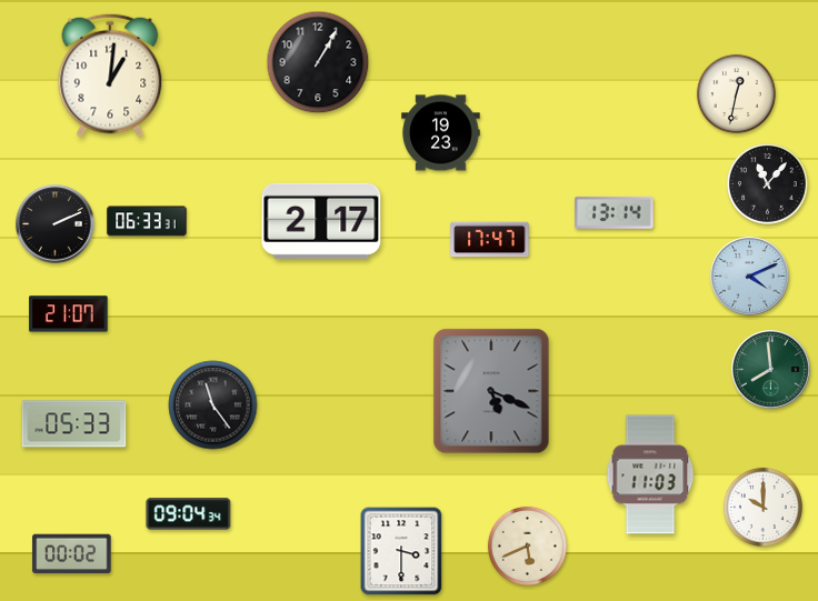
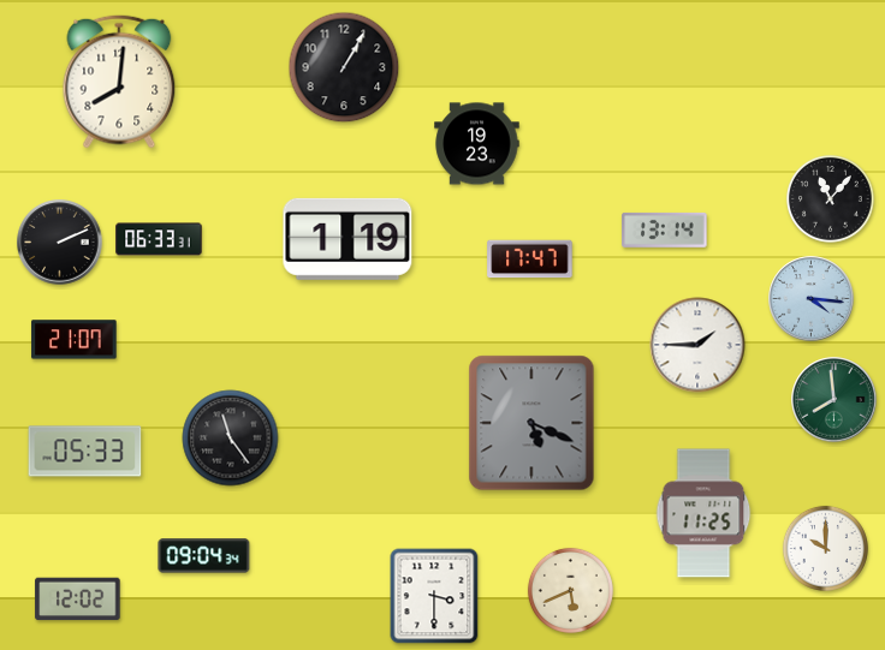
clock at (110, 76): 1:01 -> 8:01
clock at (736, 93): 12:32 -> none
clock at (321, 221): 2:17 -> 1:19
clock at (750, 277): 4:11 -> 4:16
clock at (697, 345): none -> 1:45
clock at (74, 424) position: (74, 424) -> (85, 452)
clock at (650, 474): 11:03 -> 11:25
clock at (72, 554): 00:02 -> 12:02
